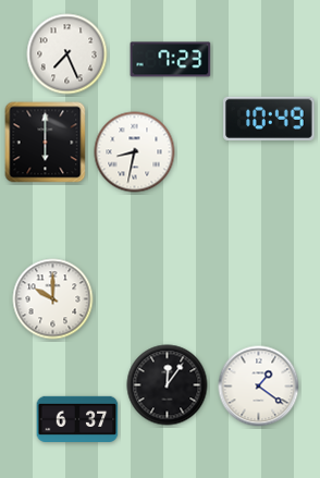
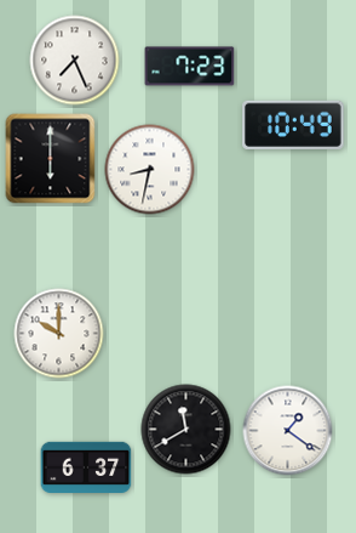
clock at (269, 119) position: (269, 119) -> (293, 125)
clock at (168, 385): 12:06 -> 11:40
